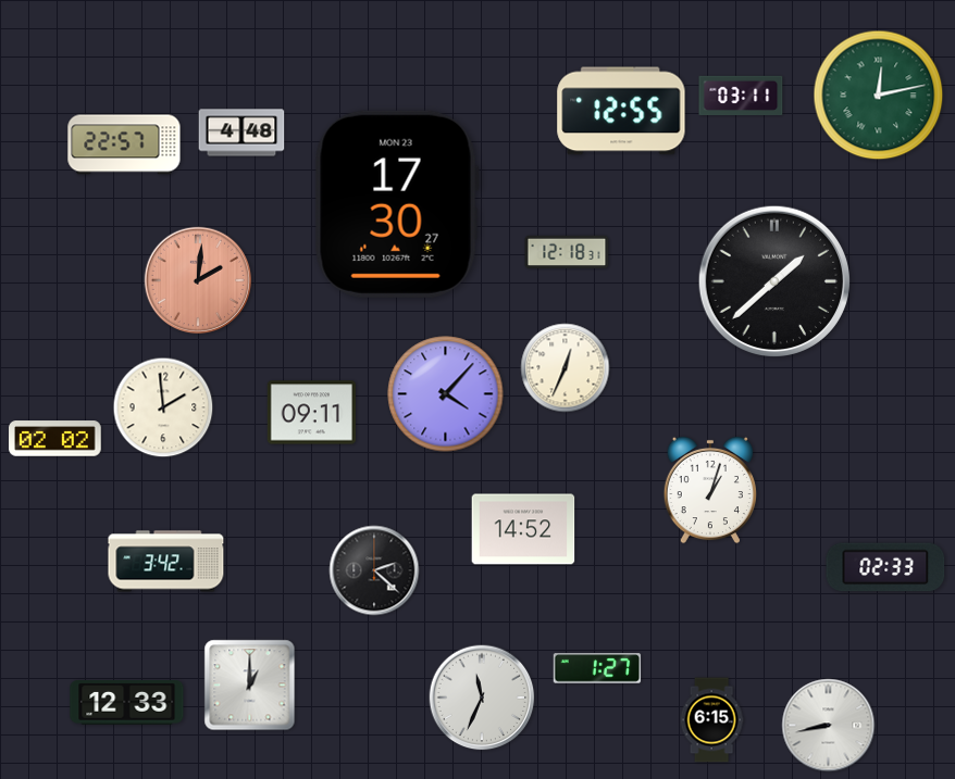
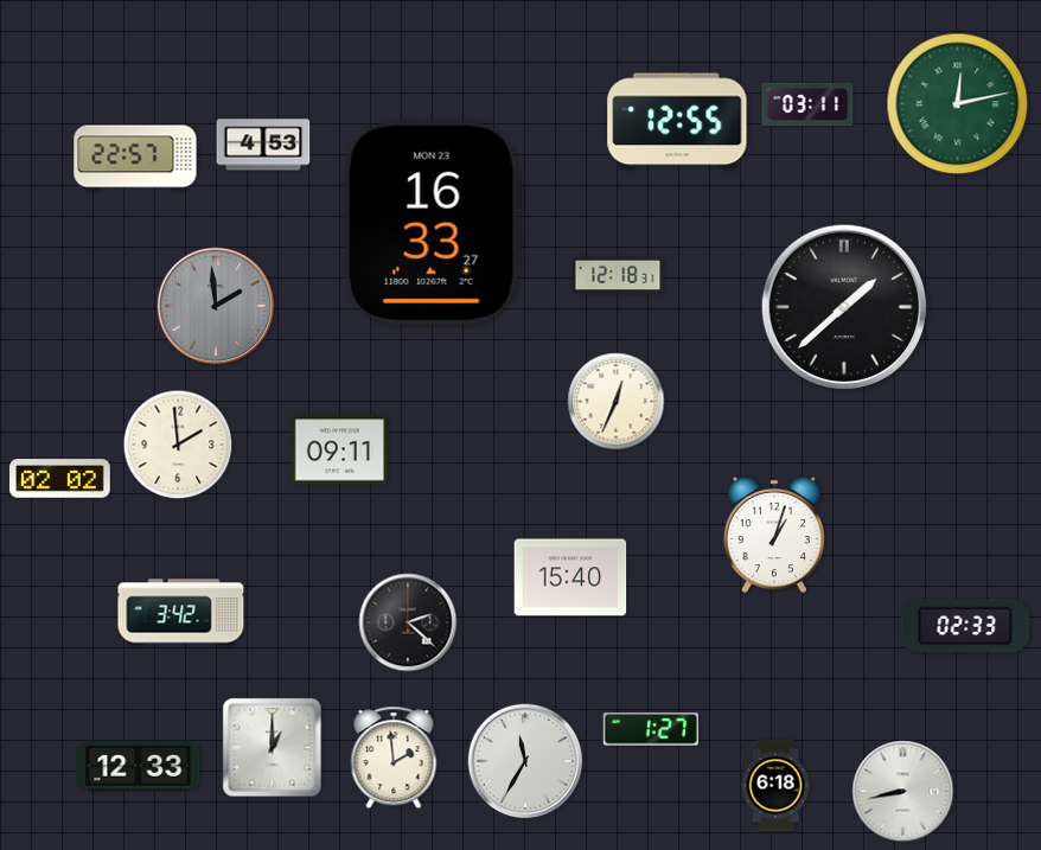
clock at (241, 133): 4:48 -> 4:53
clock at (397, 204): 17:30 -> 16:33
clock at (198, 280): 2:01 -> 1:59
clock at (198, 280) dial: salmon -> grey
clock at (446, 394): 4:07 -> none
clock at (523, 529): 14:52 -> 15:40
clock at (885, 567) position: (885, 567) -> (965, 626)
clock at (394, 758): none -> 1:59
clock at (482, 698): 11:34 -> 11:35
clock at (711, 720): 6:15 -> 6:18
